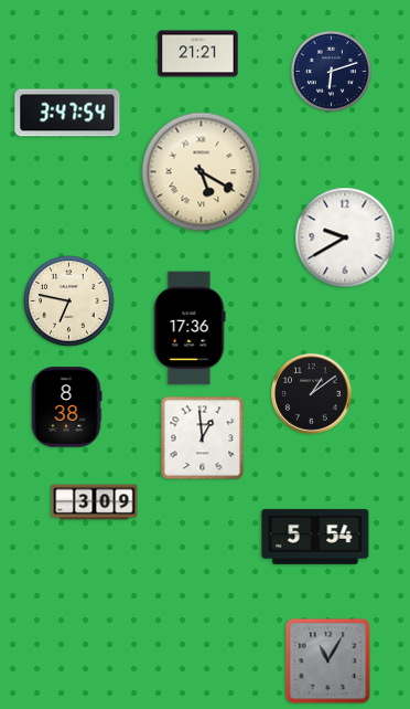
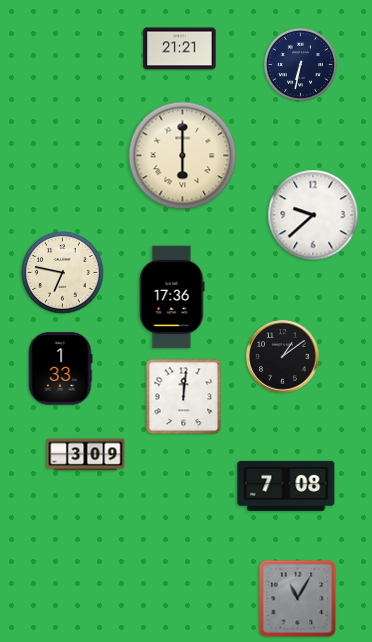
clock at (331, 71): 6:12 -> 6:32
clock at (67, 113): 3:47 -> none
clock at (202, 172): 5:20 -> 6:00
clock at (345, 237): 9:40 -> 9:38
clock at (66, 408): 8:38 -> 1:33
clock at (203, 438): 12:59 -> 12:01
clock at (315, 537): 5:54 -> 7:08
